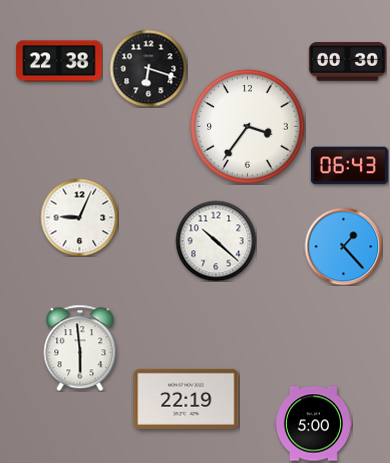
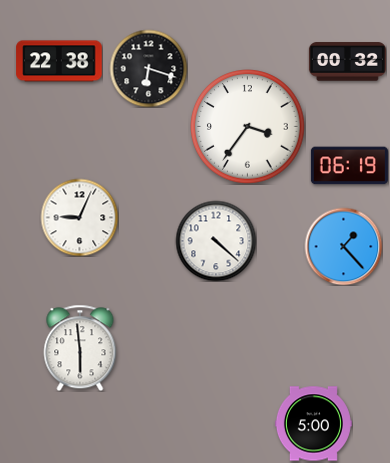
clock at (347, 62): 00:30 -> 00:32
clock at (349, 166): 06:43 -> 06:19
clock at (216, 241): 10:22 -> 4:22
clock at (186, 399): 22:19 -> none
